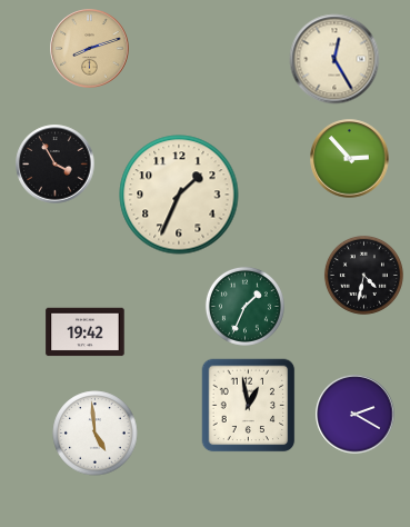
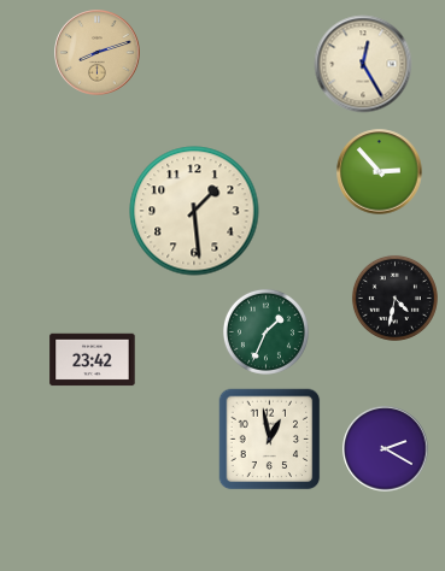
clock at (56, 165): 3:55 -> none
clock at (179, 195): 1:34 -> 1:29
clock at (86, 332): 19:42 -> 23:42
clock at (96, 434): 4:59 -> none
